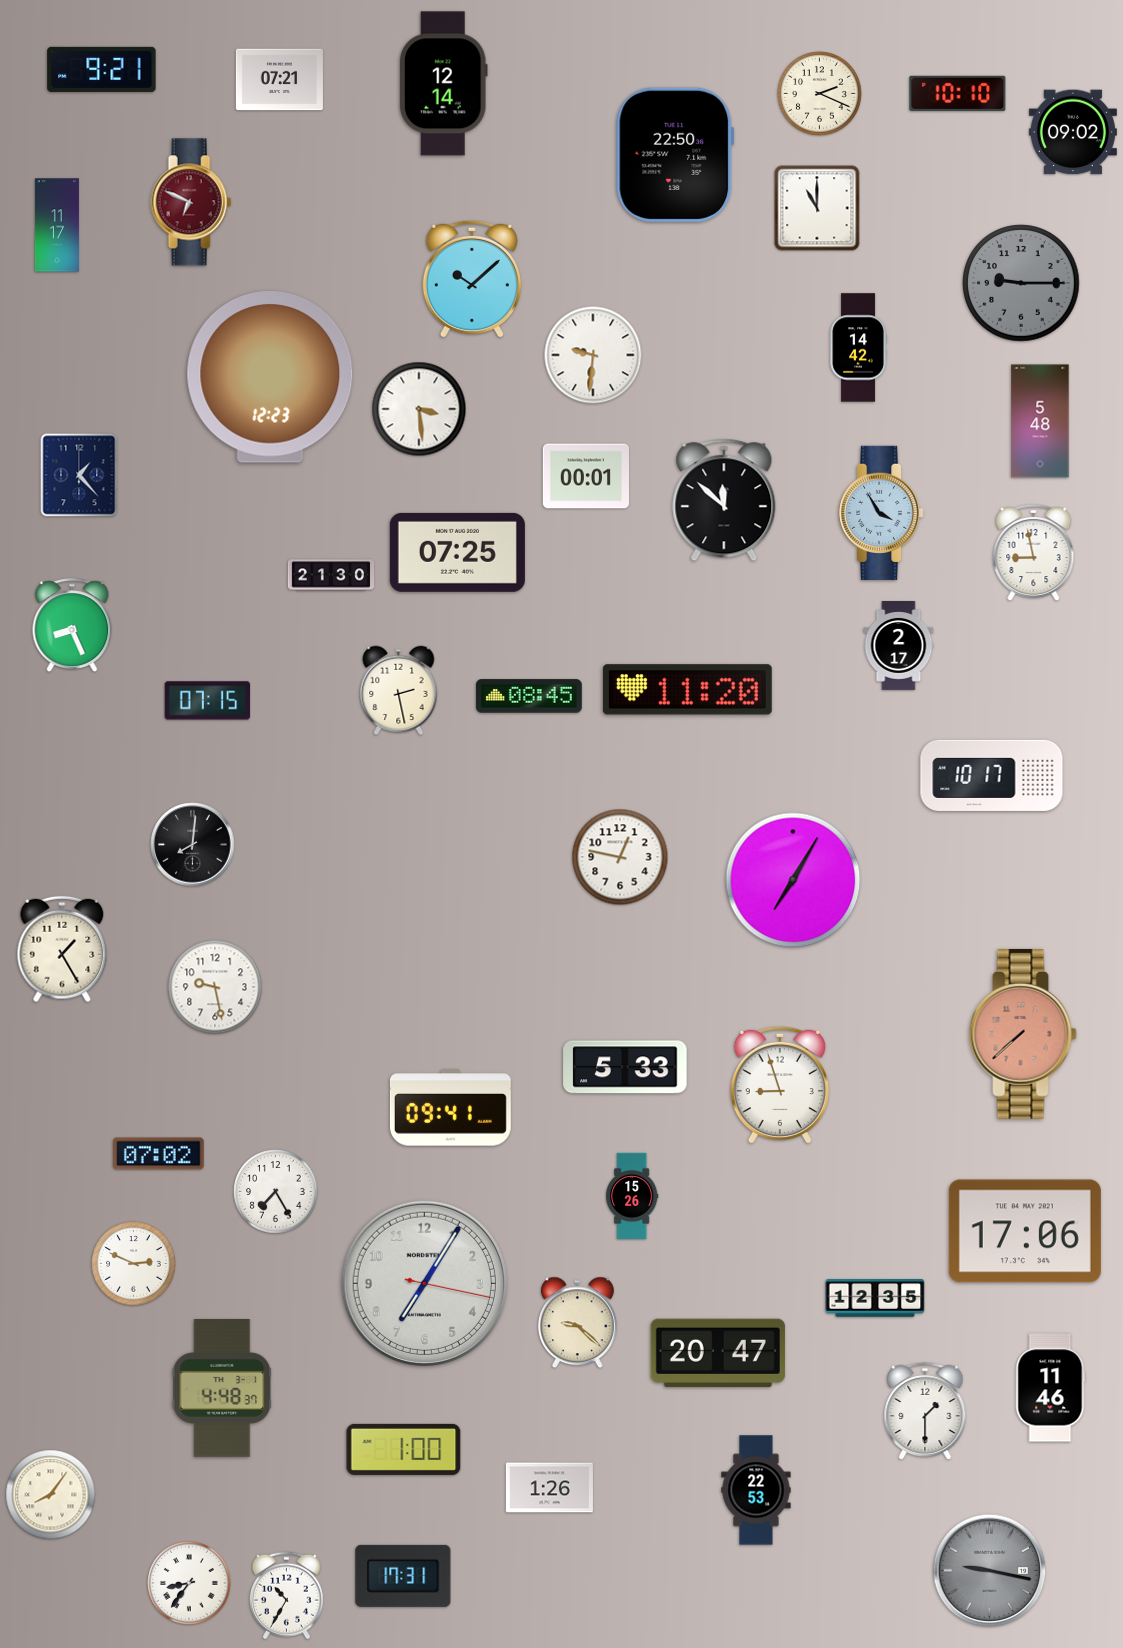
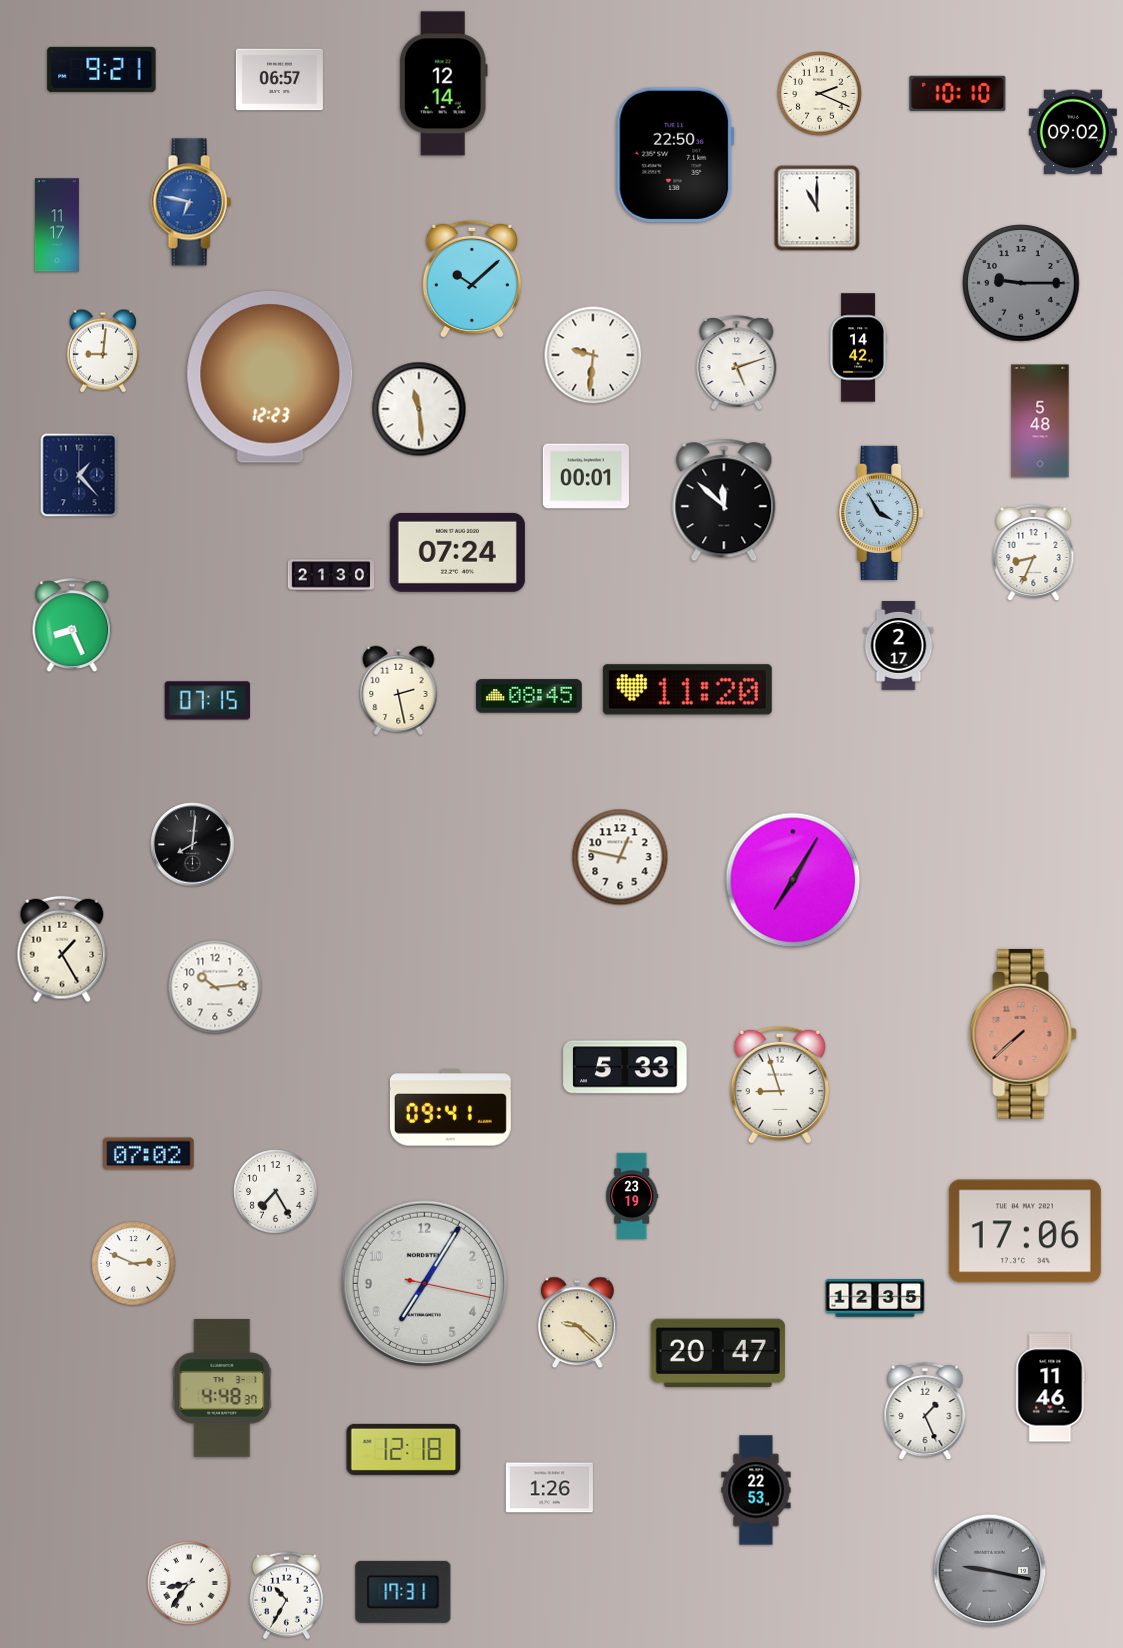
clock at (279, 80): 07:21 -> 06:57
clock at (191, 202): 6:49 -> 6:47
clock at (191, 202) dial: burgundy -> blue
clock at (103, 351): none -> 9:01
clock at (737, 363): none -> 5:12
clock at (419, 409): 3:29 -> 11:29
clock at (457, 552): 07:25 -> 07:24
clock at (1034, 553): 8:58 -> 8:34
clock at (992, 775): 10:17 -> none
clock at (215, 987): 9:28 -> 10:14
clock at (159, 1154) position: (159, 1154) -> (149, 1154)
clock at (632, 1196): 15:26 -> 23:19
clock at (925, 1411): 1:30 -> 1:26
clock at (404, 1449): 1:00 -> 12:18
clock at (51, 1495): 8:06 -> none
clock at (403, 1576) position: (403, 1576) -> (403, 1592)
